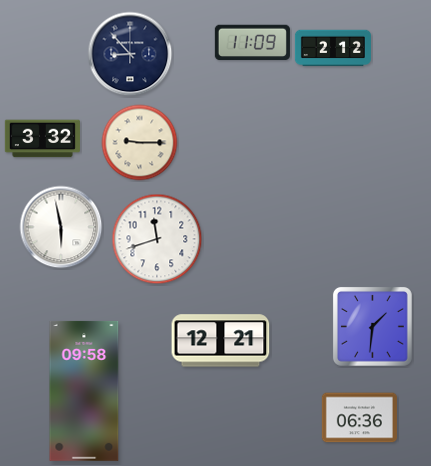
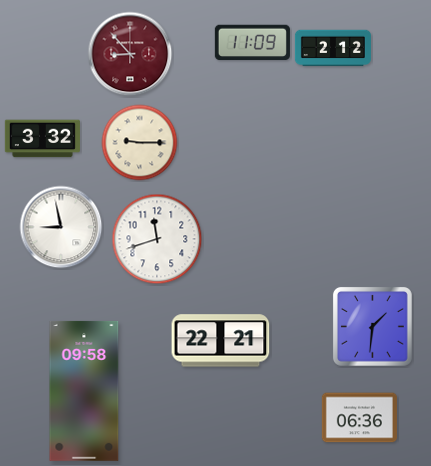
clock at (130, 54) dial: navy -> burgundy
clock at (61, 227): 5:58 -> 8:58
clock at (221, 341): 12:21 -> 22:21
